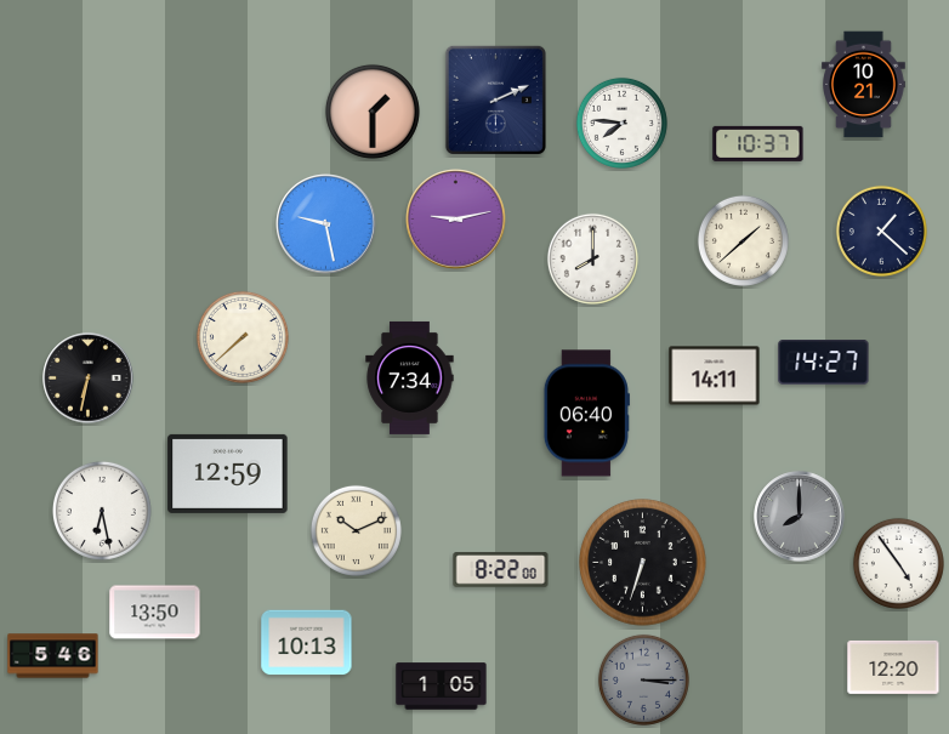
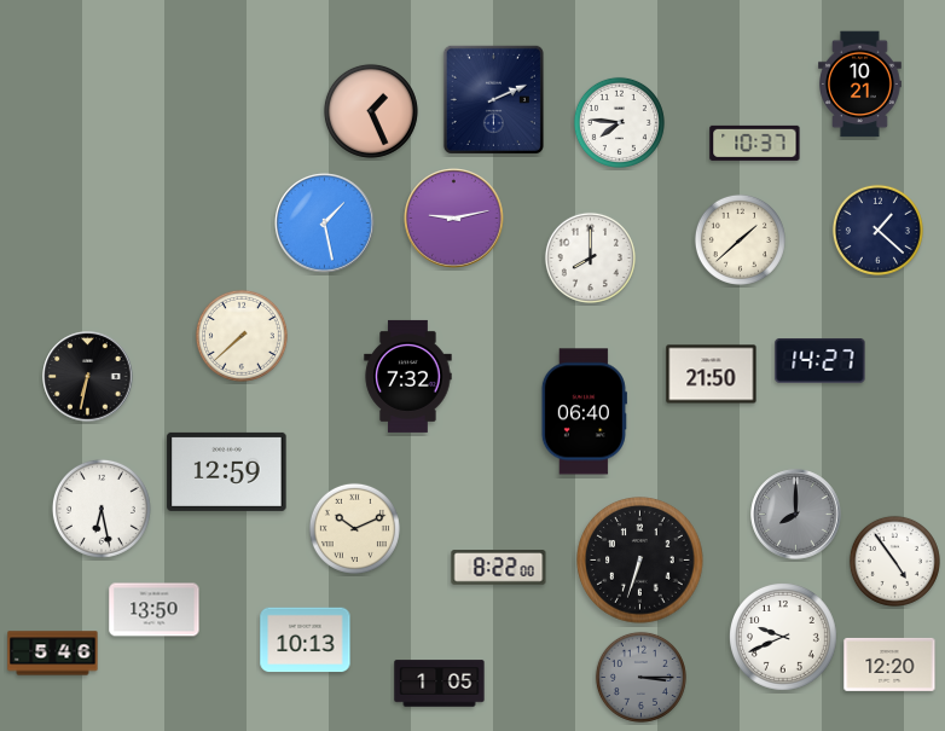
clock at (373, 112): 1:30 -> 1:26
clock at (326, 224): 9:28 -> 1:28
clock at (715, 376): 14:11 -> 21:50
clock at (410, 377): 7:34 -> 7:32
clock at (784, 638): none -> 9:41
